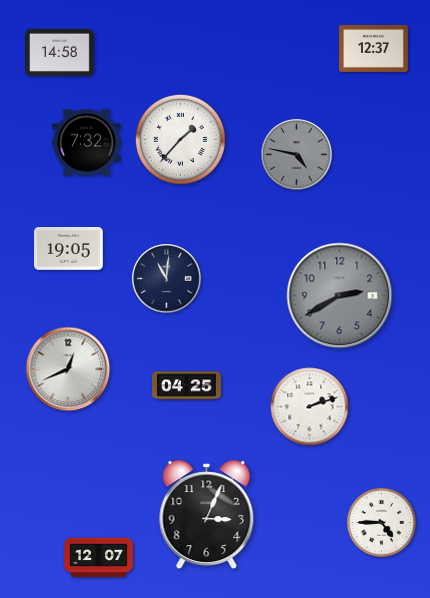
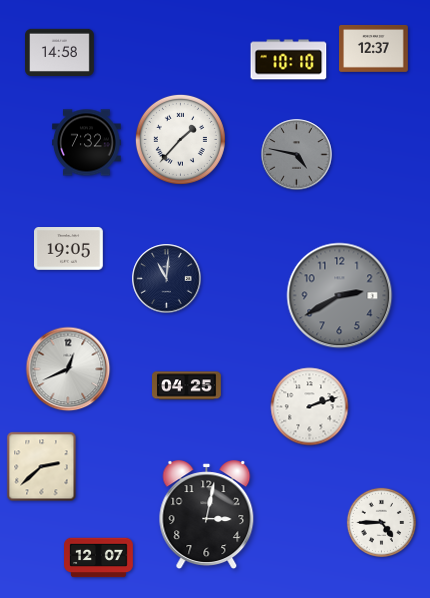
clock at (289, 60): none -> 10:10
clock at (42, 467): none -> 2:38
clock at (207, 515): 3:04 -> 3:02
